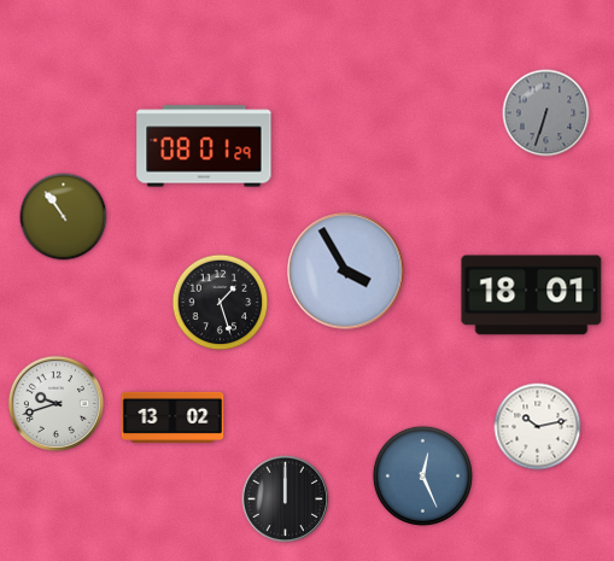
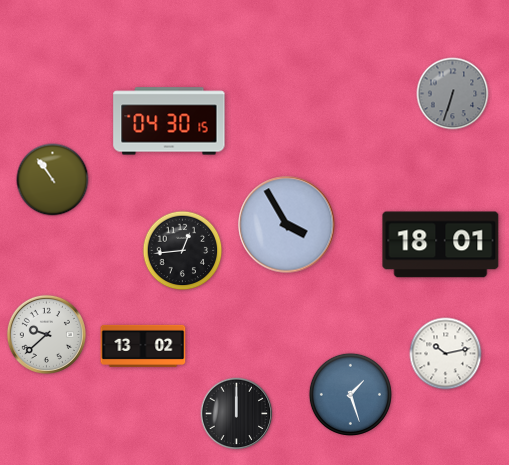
clock at (204, 146): 08:01 -> 04:30
clock at (221, 303): 1:27 -> 12:44
clock at (55, 403): 9:42 -> 9:38
clock at (422, 475): 12:26 -> 1:27
